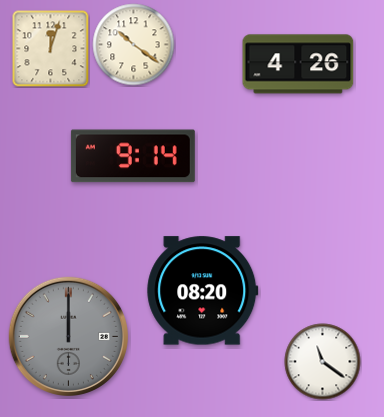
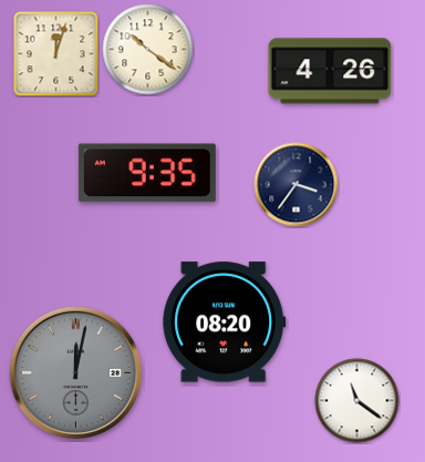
clock at (133, 156): 9:14 -> 9:35
clock at (297, 185): none -> 3:36
clock at (68, 336): 12:00 -> 12:02
